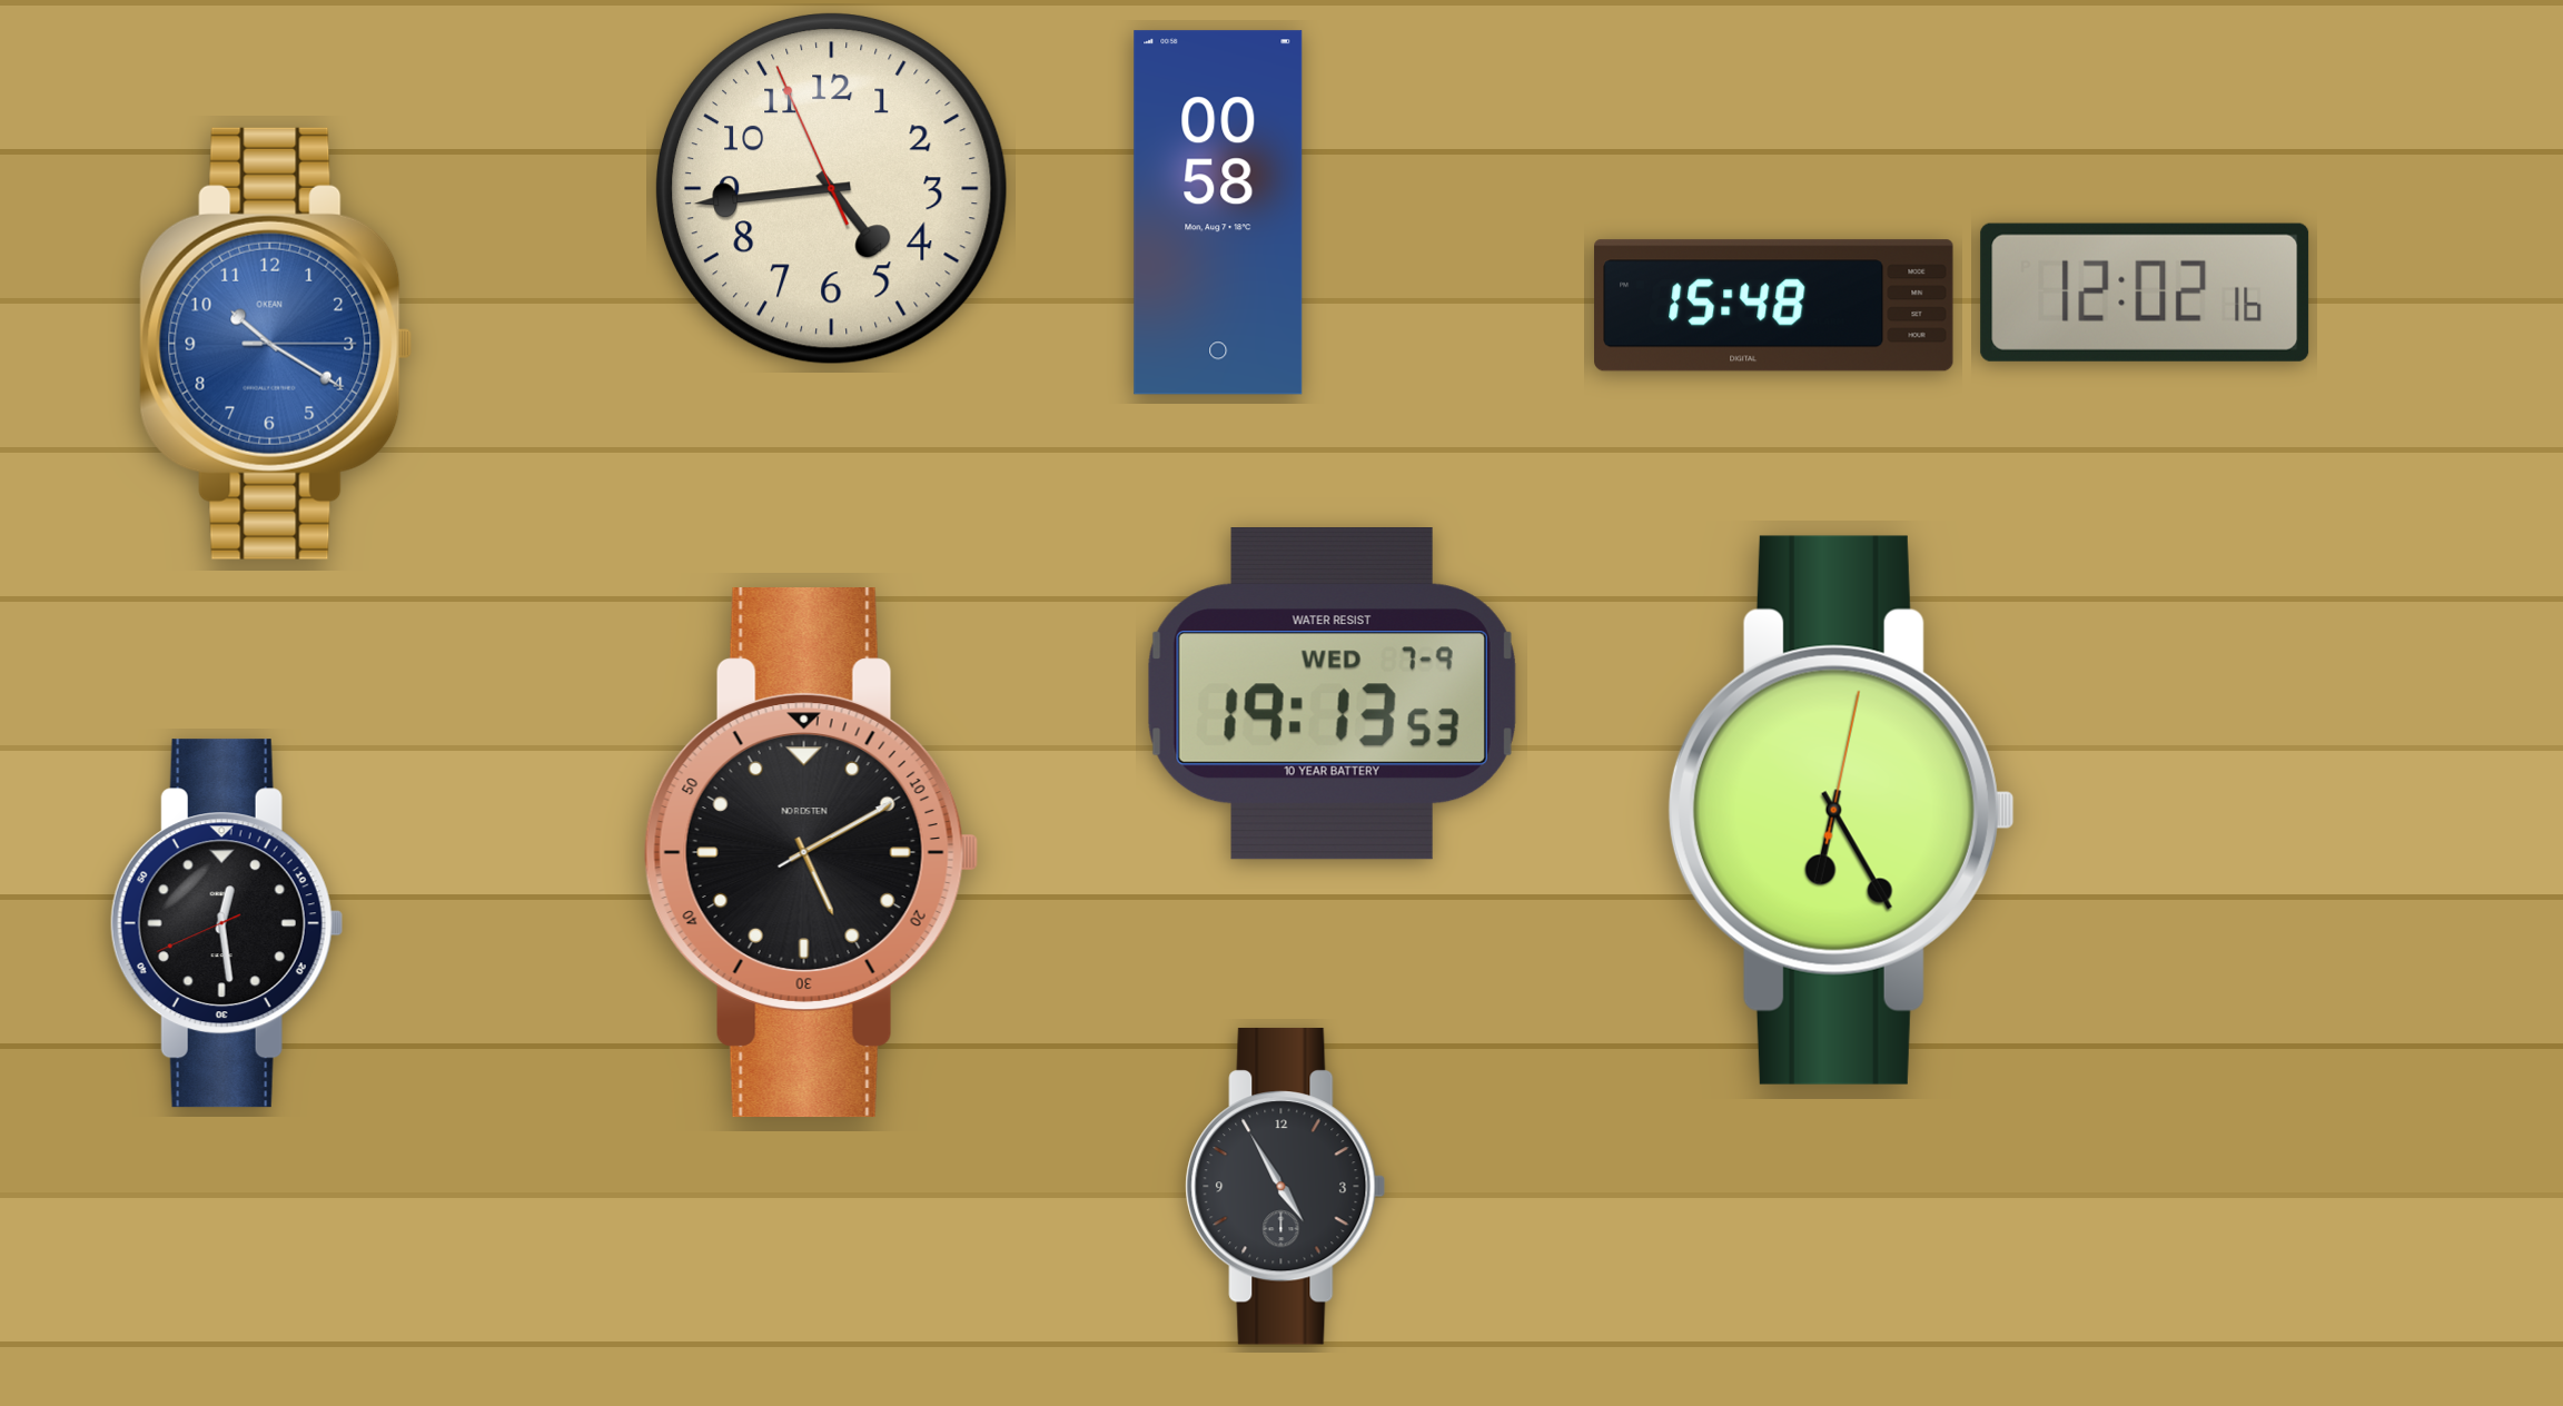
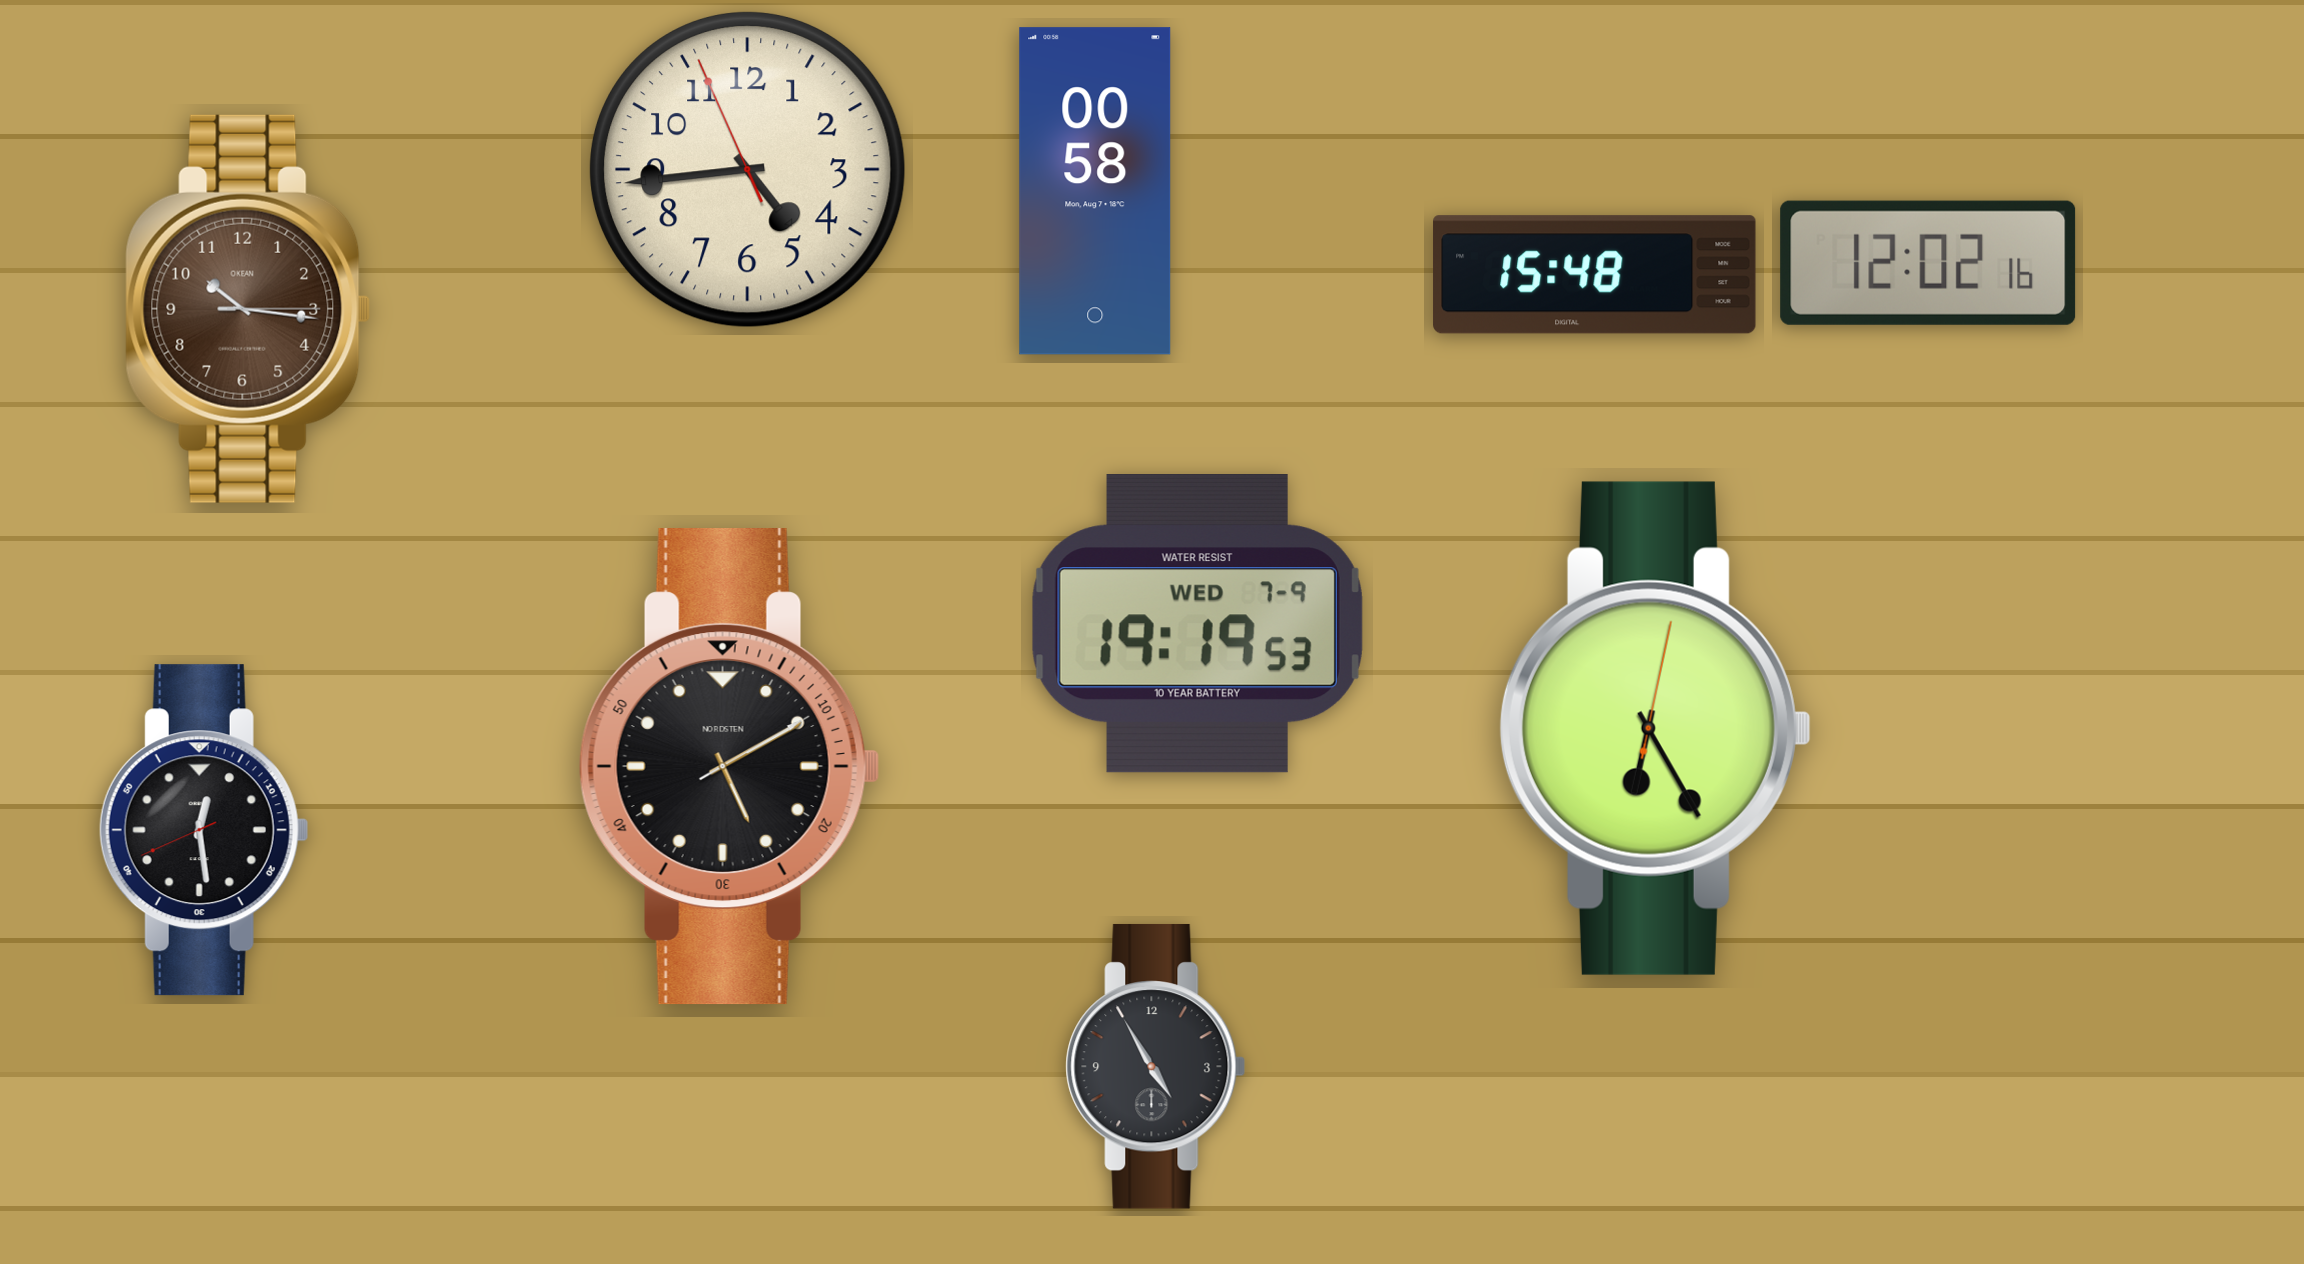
clock at (276, 344): 10:20 -> 10:16
clock at (276, 344) dial: blue -> brown
clock at (1332, 694): 19:13 -> 19:19
